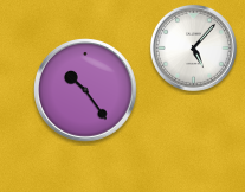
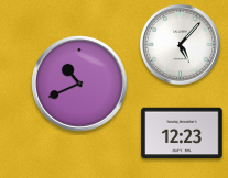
clock at (86, 91): 10:24 -> 10:41
clock at (182, 133): none -> 12:23
